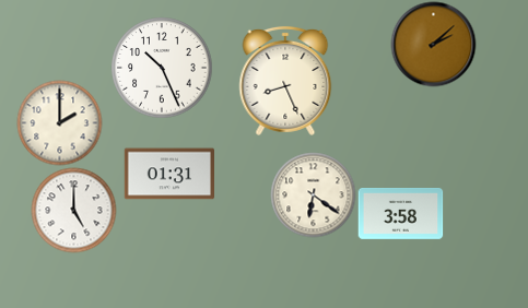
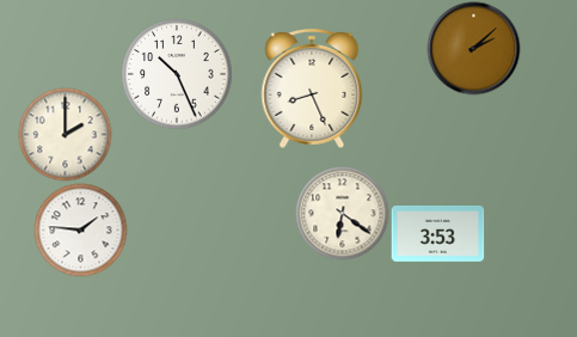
clock at (168, 174): 01:31 -> none
clock at (73, 210): 5:00 -> 1:46
clock at (400, 214): 3:58 -> 3:53
